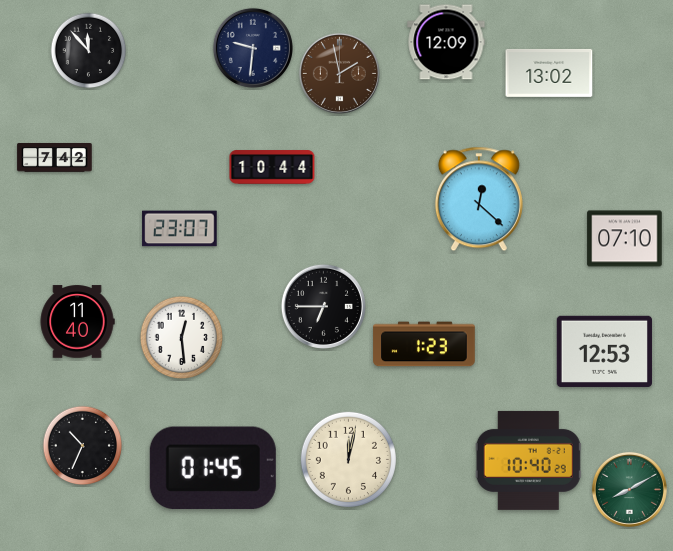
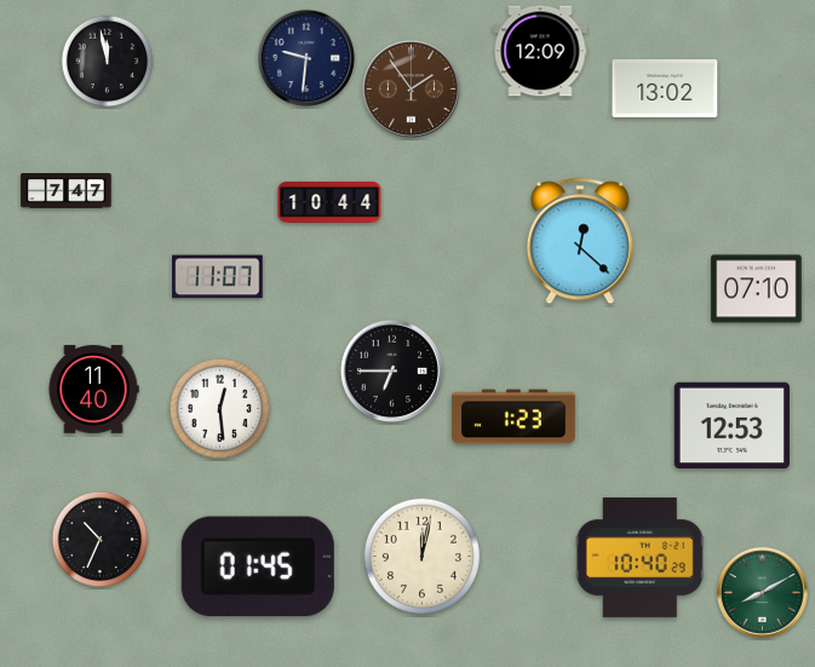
clock at (89, 51): 11:53 -> 11:58
clock at (339, 73): 1:58 -> 1:54
clock at (55, 158): 7:42 -> 7:47
clock at (180, 229): 23:07 -> 11:07
